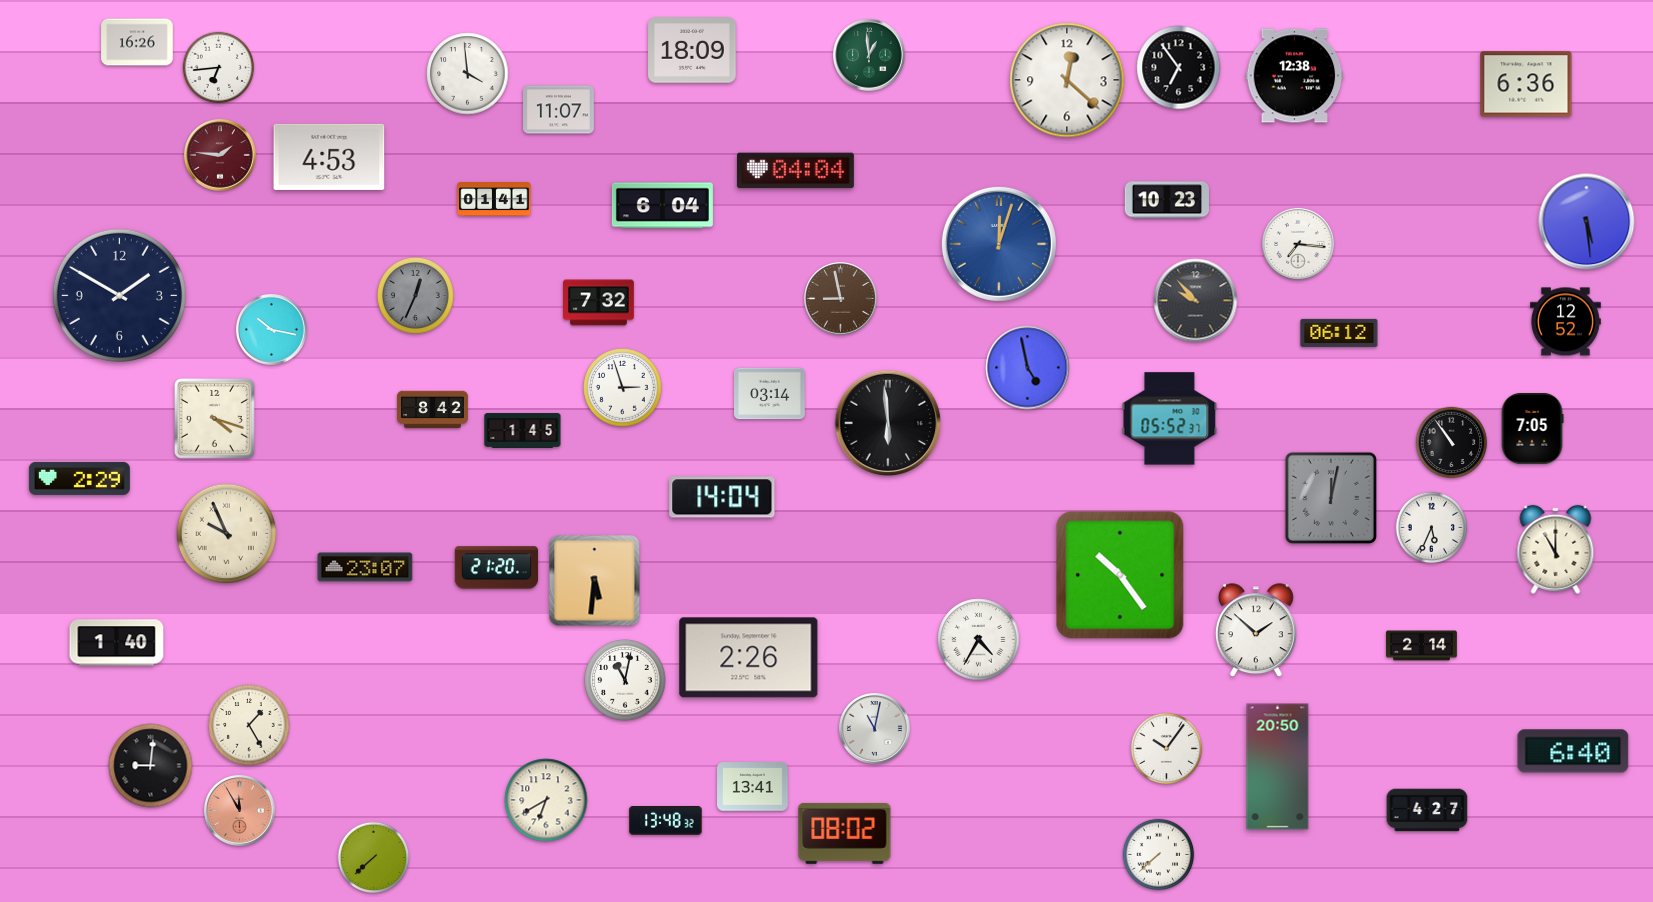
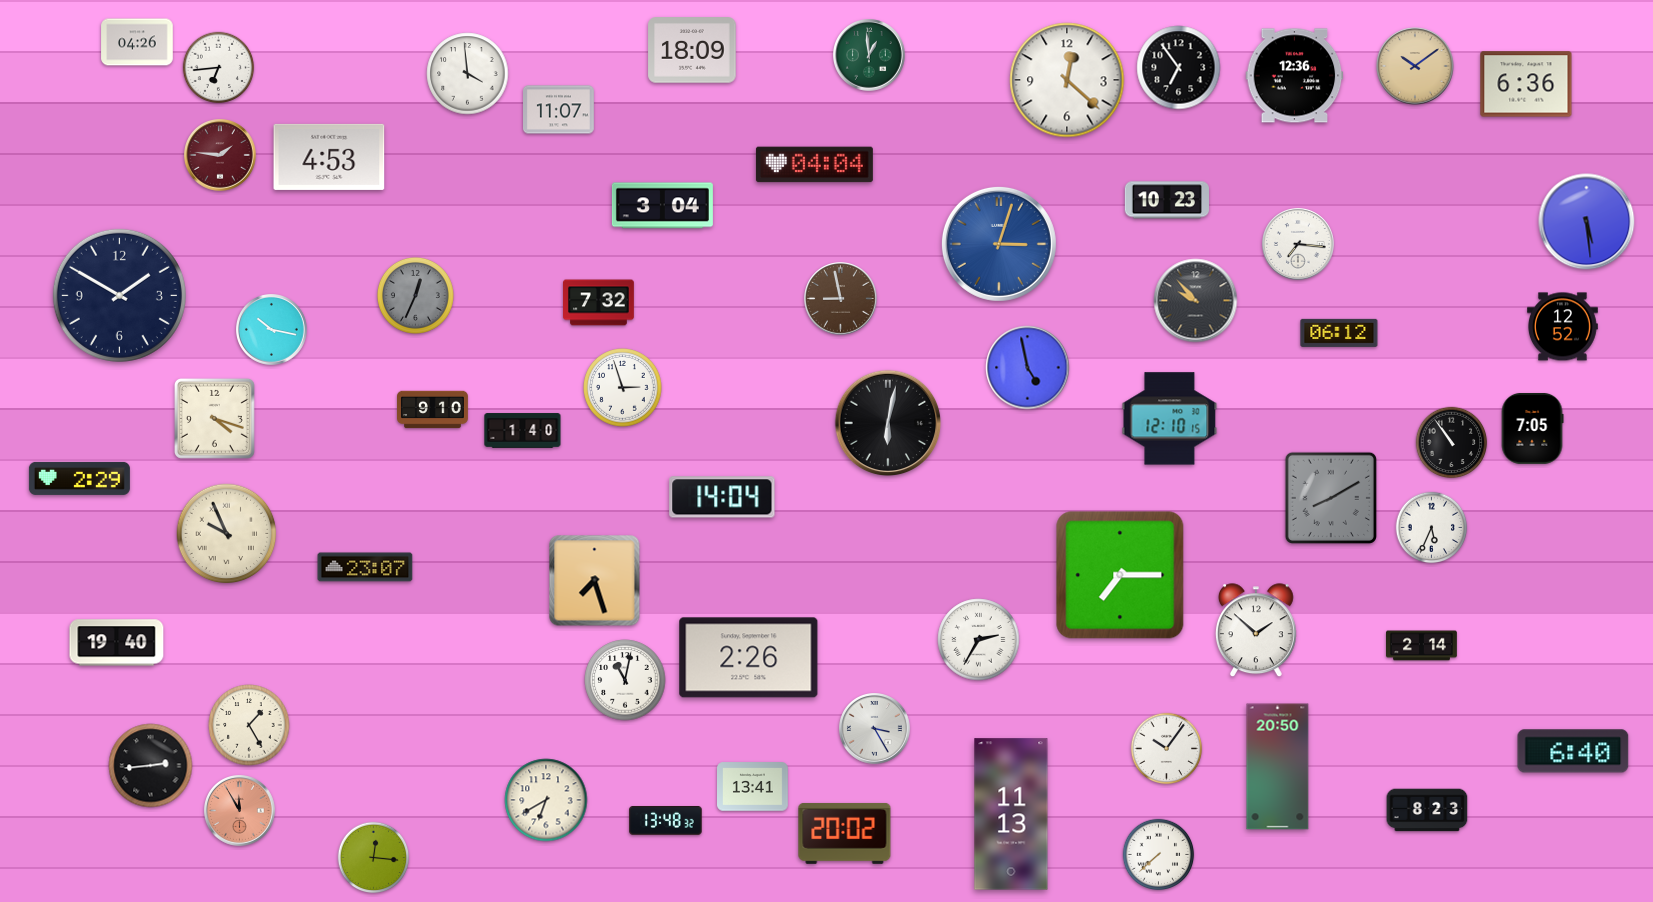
clock at (137, 42): 16:26 -> 04:26
clock at (1415, 66): none -> 10:09
clock at (1295, 76): 12:38 -> 12:36
clock at (795, 171) position: (795, 171) -> (814, 165)
clock at (494, 199): 01:41 -> none
clock at (662, 206): 6:04 -> 3:04
clock at (999, 244): 12:03 -> 3:03
clock at (1566, 322) position: (1566, 322) -> (1563, 327)
clock at (770, 394): 03:14 -> none
clock at (433, 410): 8:42 -> 9:10
clock at (1170, 419): 05:52 -> 12:10
clock at (888, 423): 5:59 -> 6:02
clock at (523, 431): 1:45 -> 1:40
clock at (1331, 498): 12:02 -> 8:10
clock at (1556, 549): 11:00 -> none
clock at (497, 568): 21:20 -> none
clock at (1120, 575): 10:24 -> 7:15
clock at (595, 581): 5:31 -> 7:27
clock at (979, 640): 4:35 -> 2:35
clock at (117, 643): 1:40 -> 19:40
clock at (875, 729): 11:02 -> 3:25
clock at (151, 766): 9:01 -> 2:44
clock at (1427, 810): 4:27 -> 8:23
clock at (1011, 814): none -> 11:13
clock at (845, 833): 08:02 -> 20:02
clock at (374, 858): 7:38 -> 12:16
